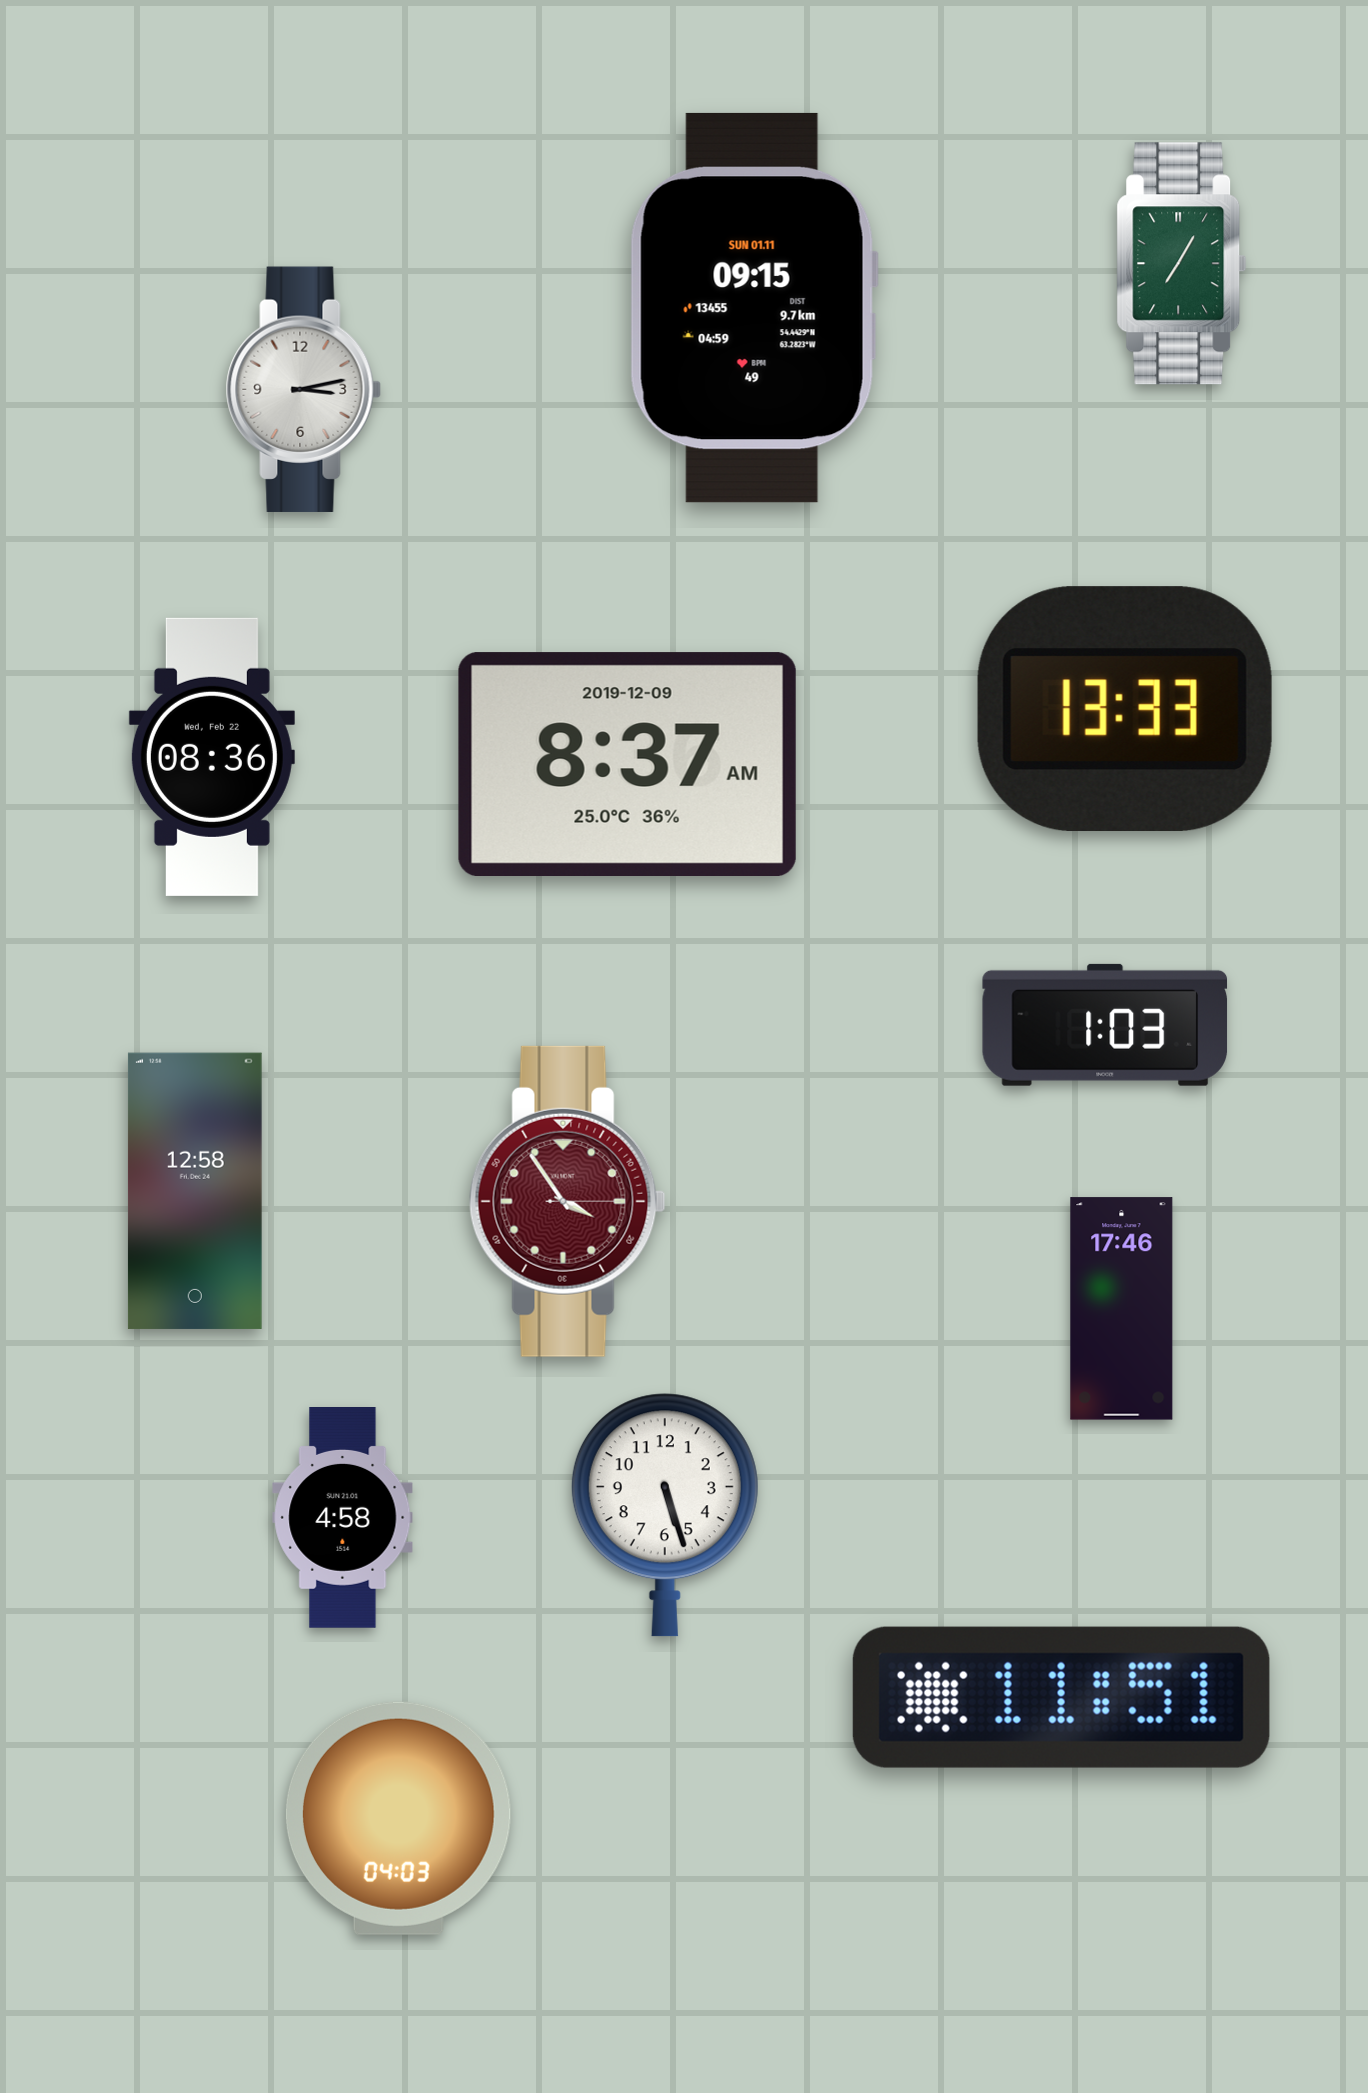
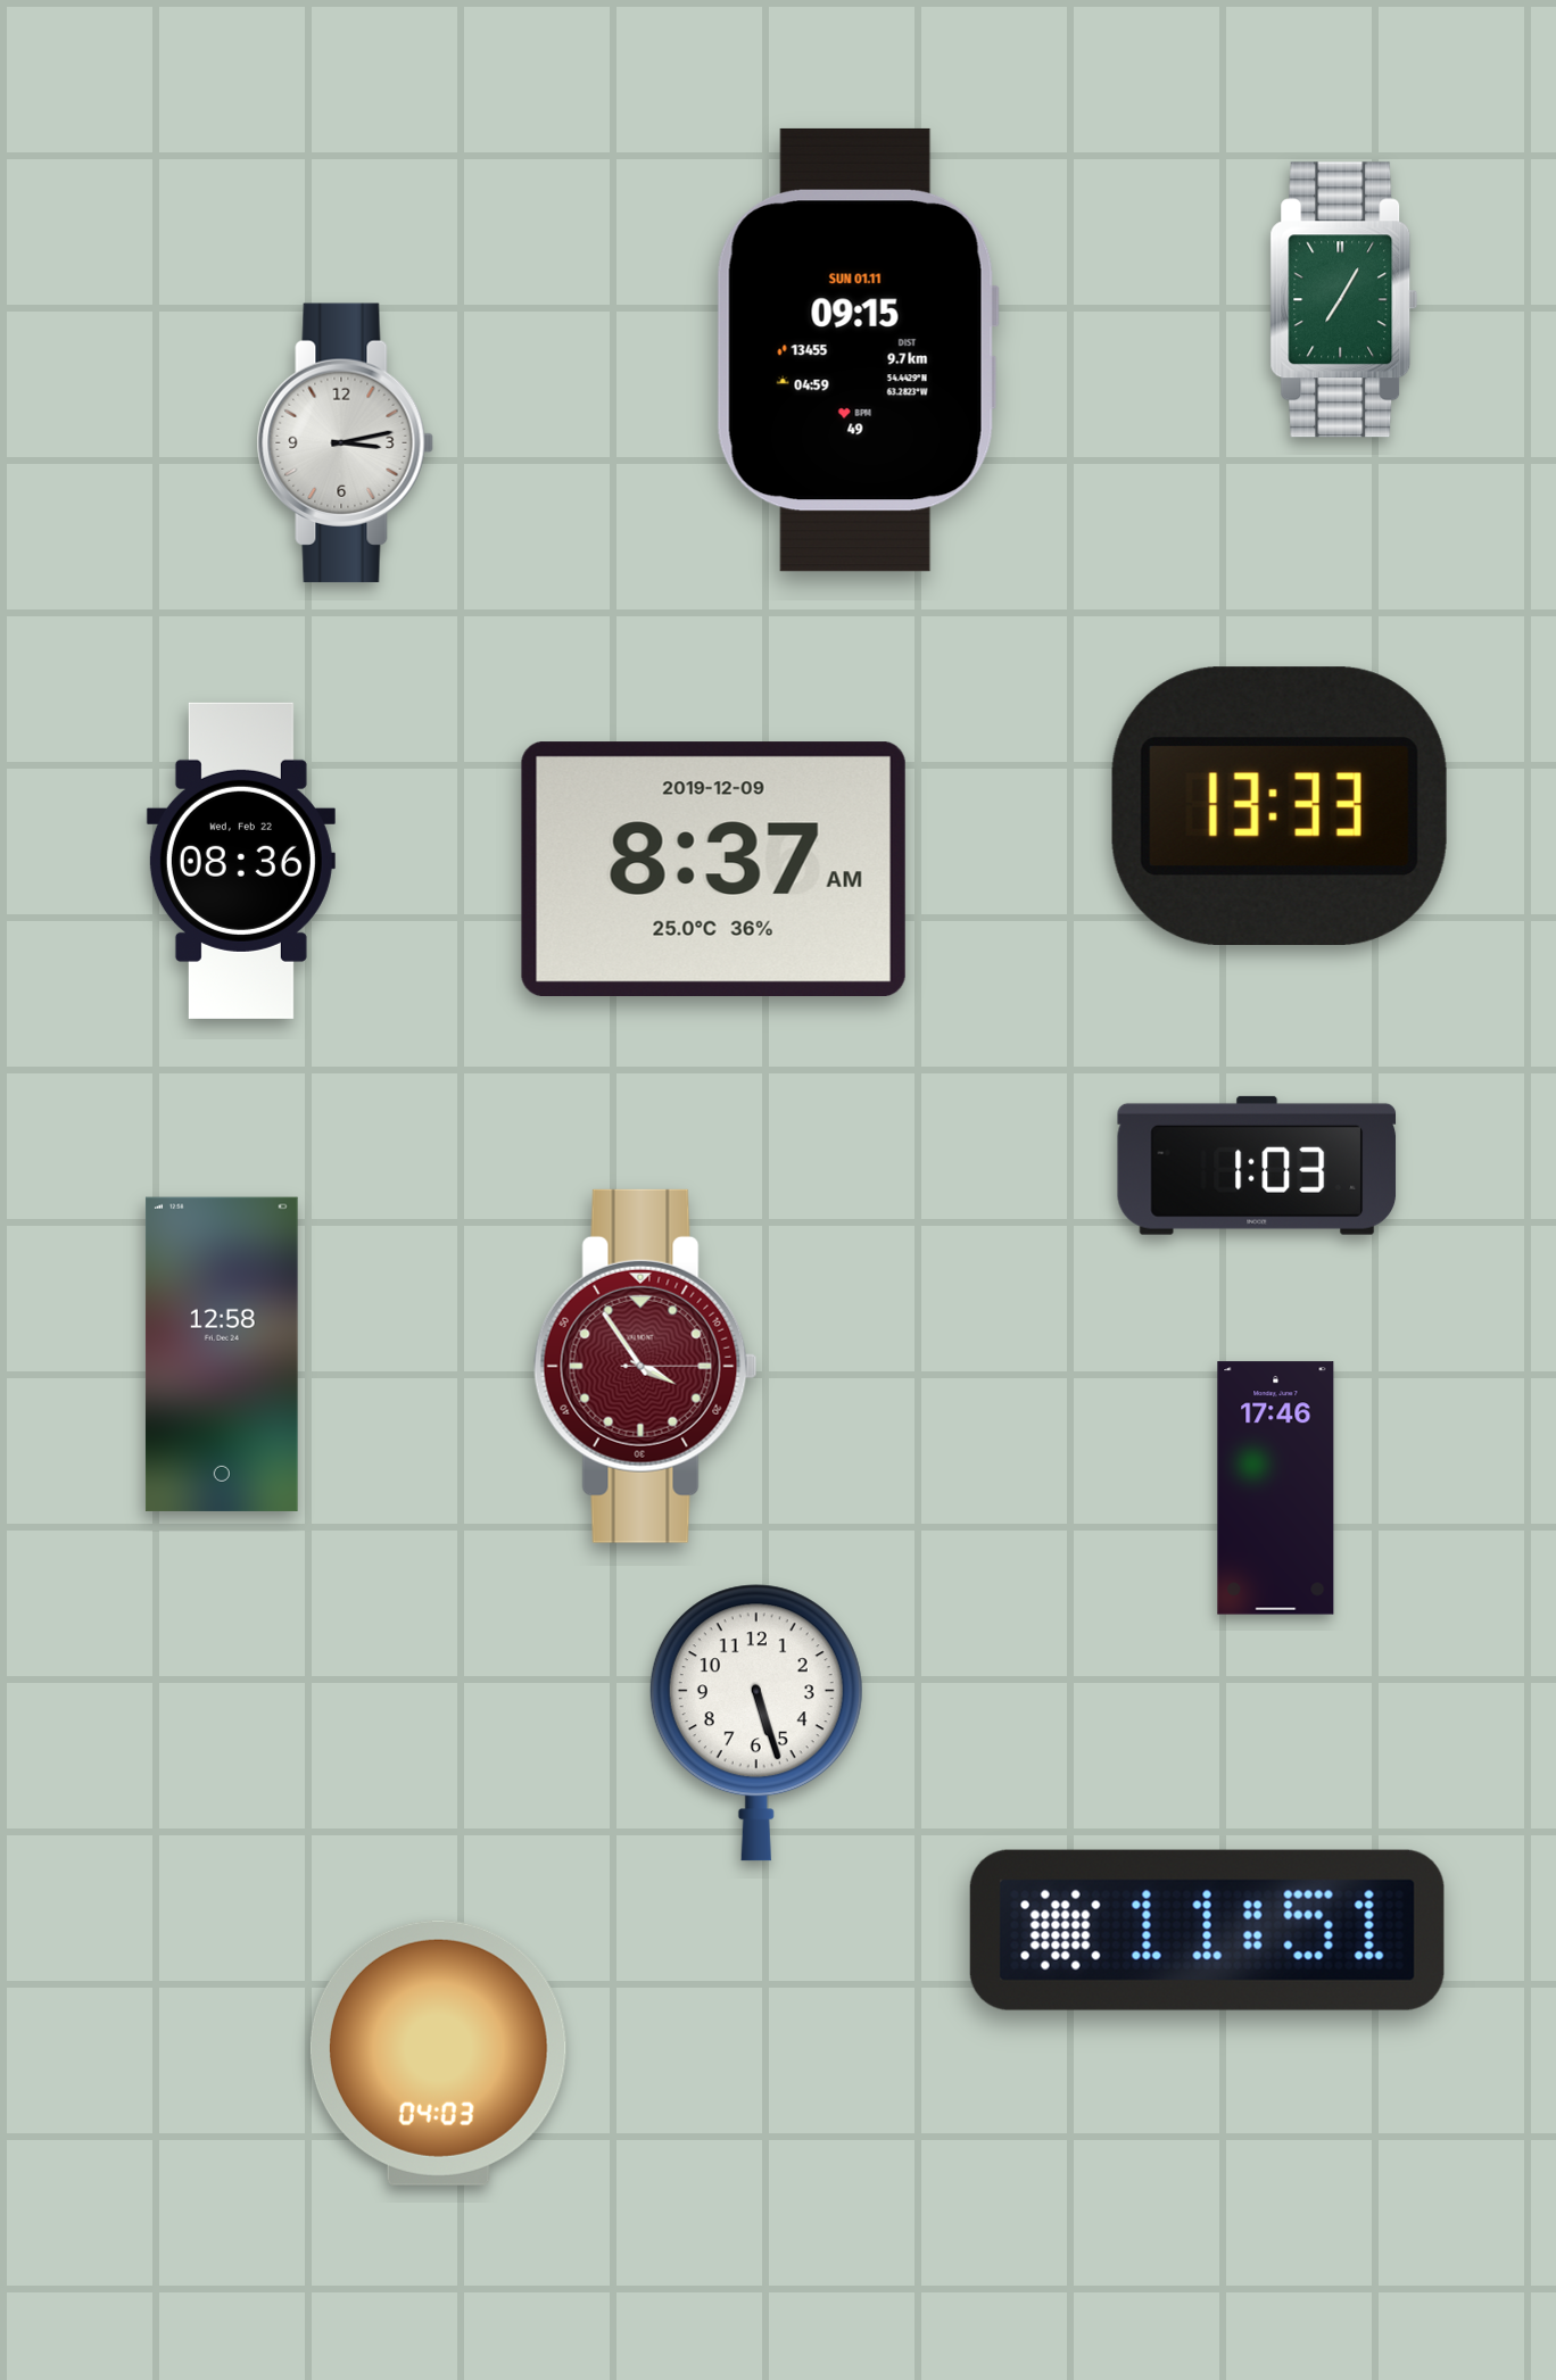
clock at (343, 1518): 4:58 -> none
clock at (398, 1818) position: (398, 1818) -> (438, 2053)
